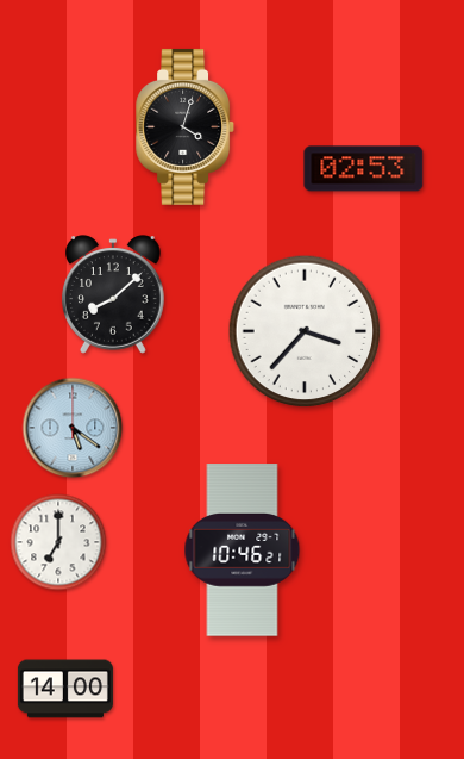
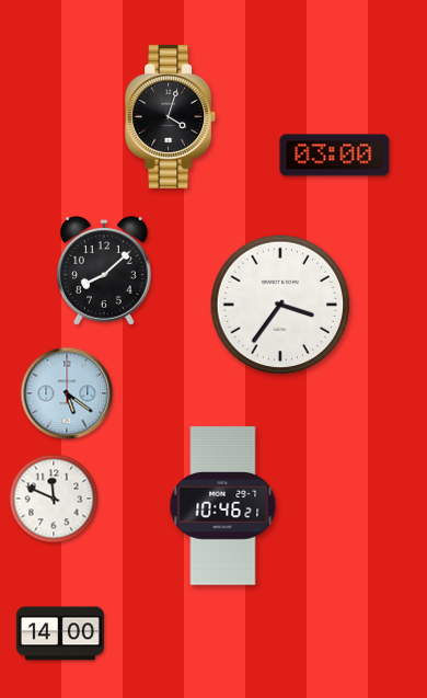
clock at (364, 169): 02:53 -> 03:00
clock at (305, 331): 3:37 -> 3:36
clock at (58, 542): 7:00 -> 11:49
